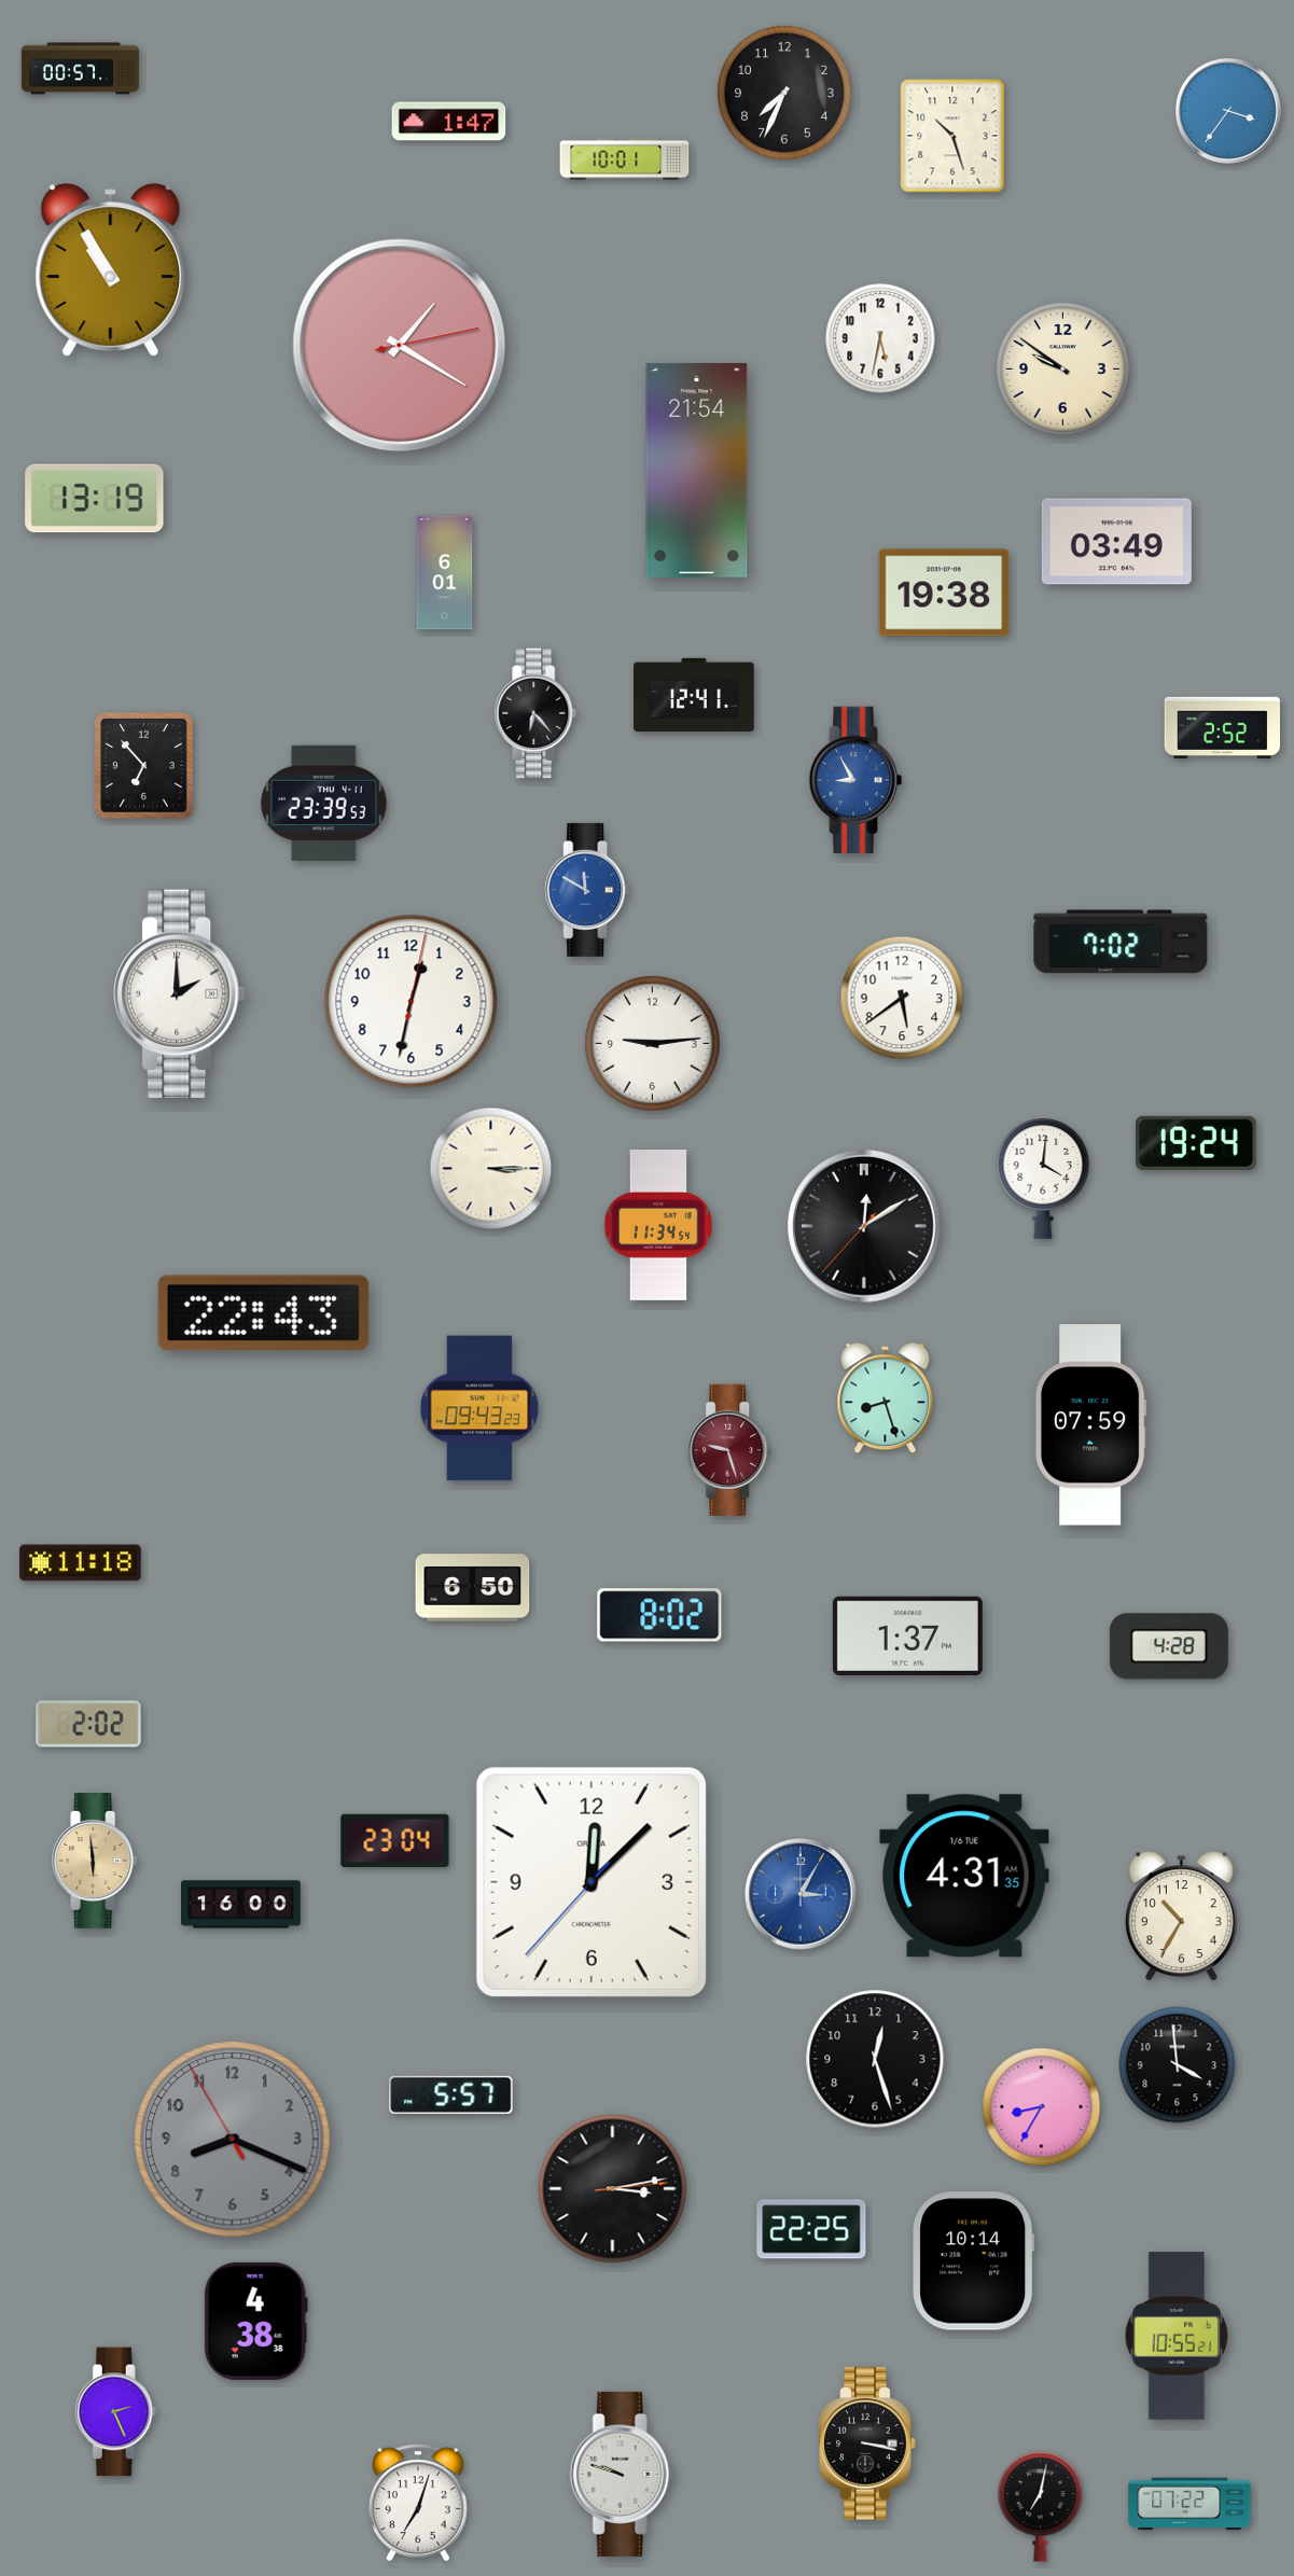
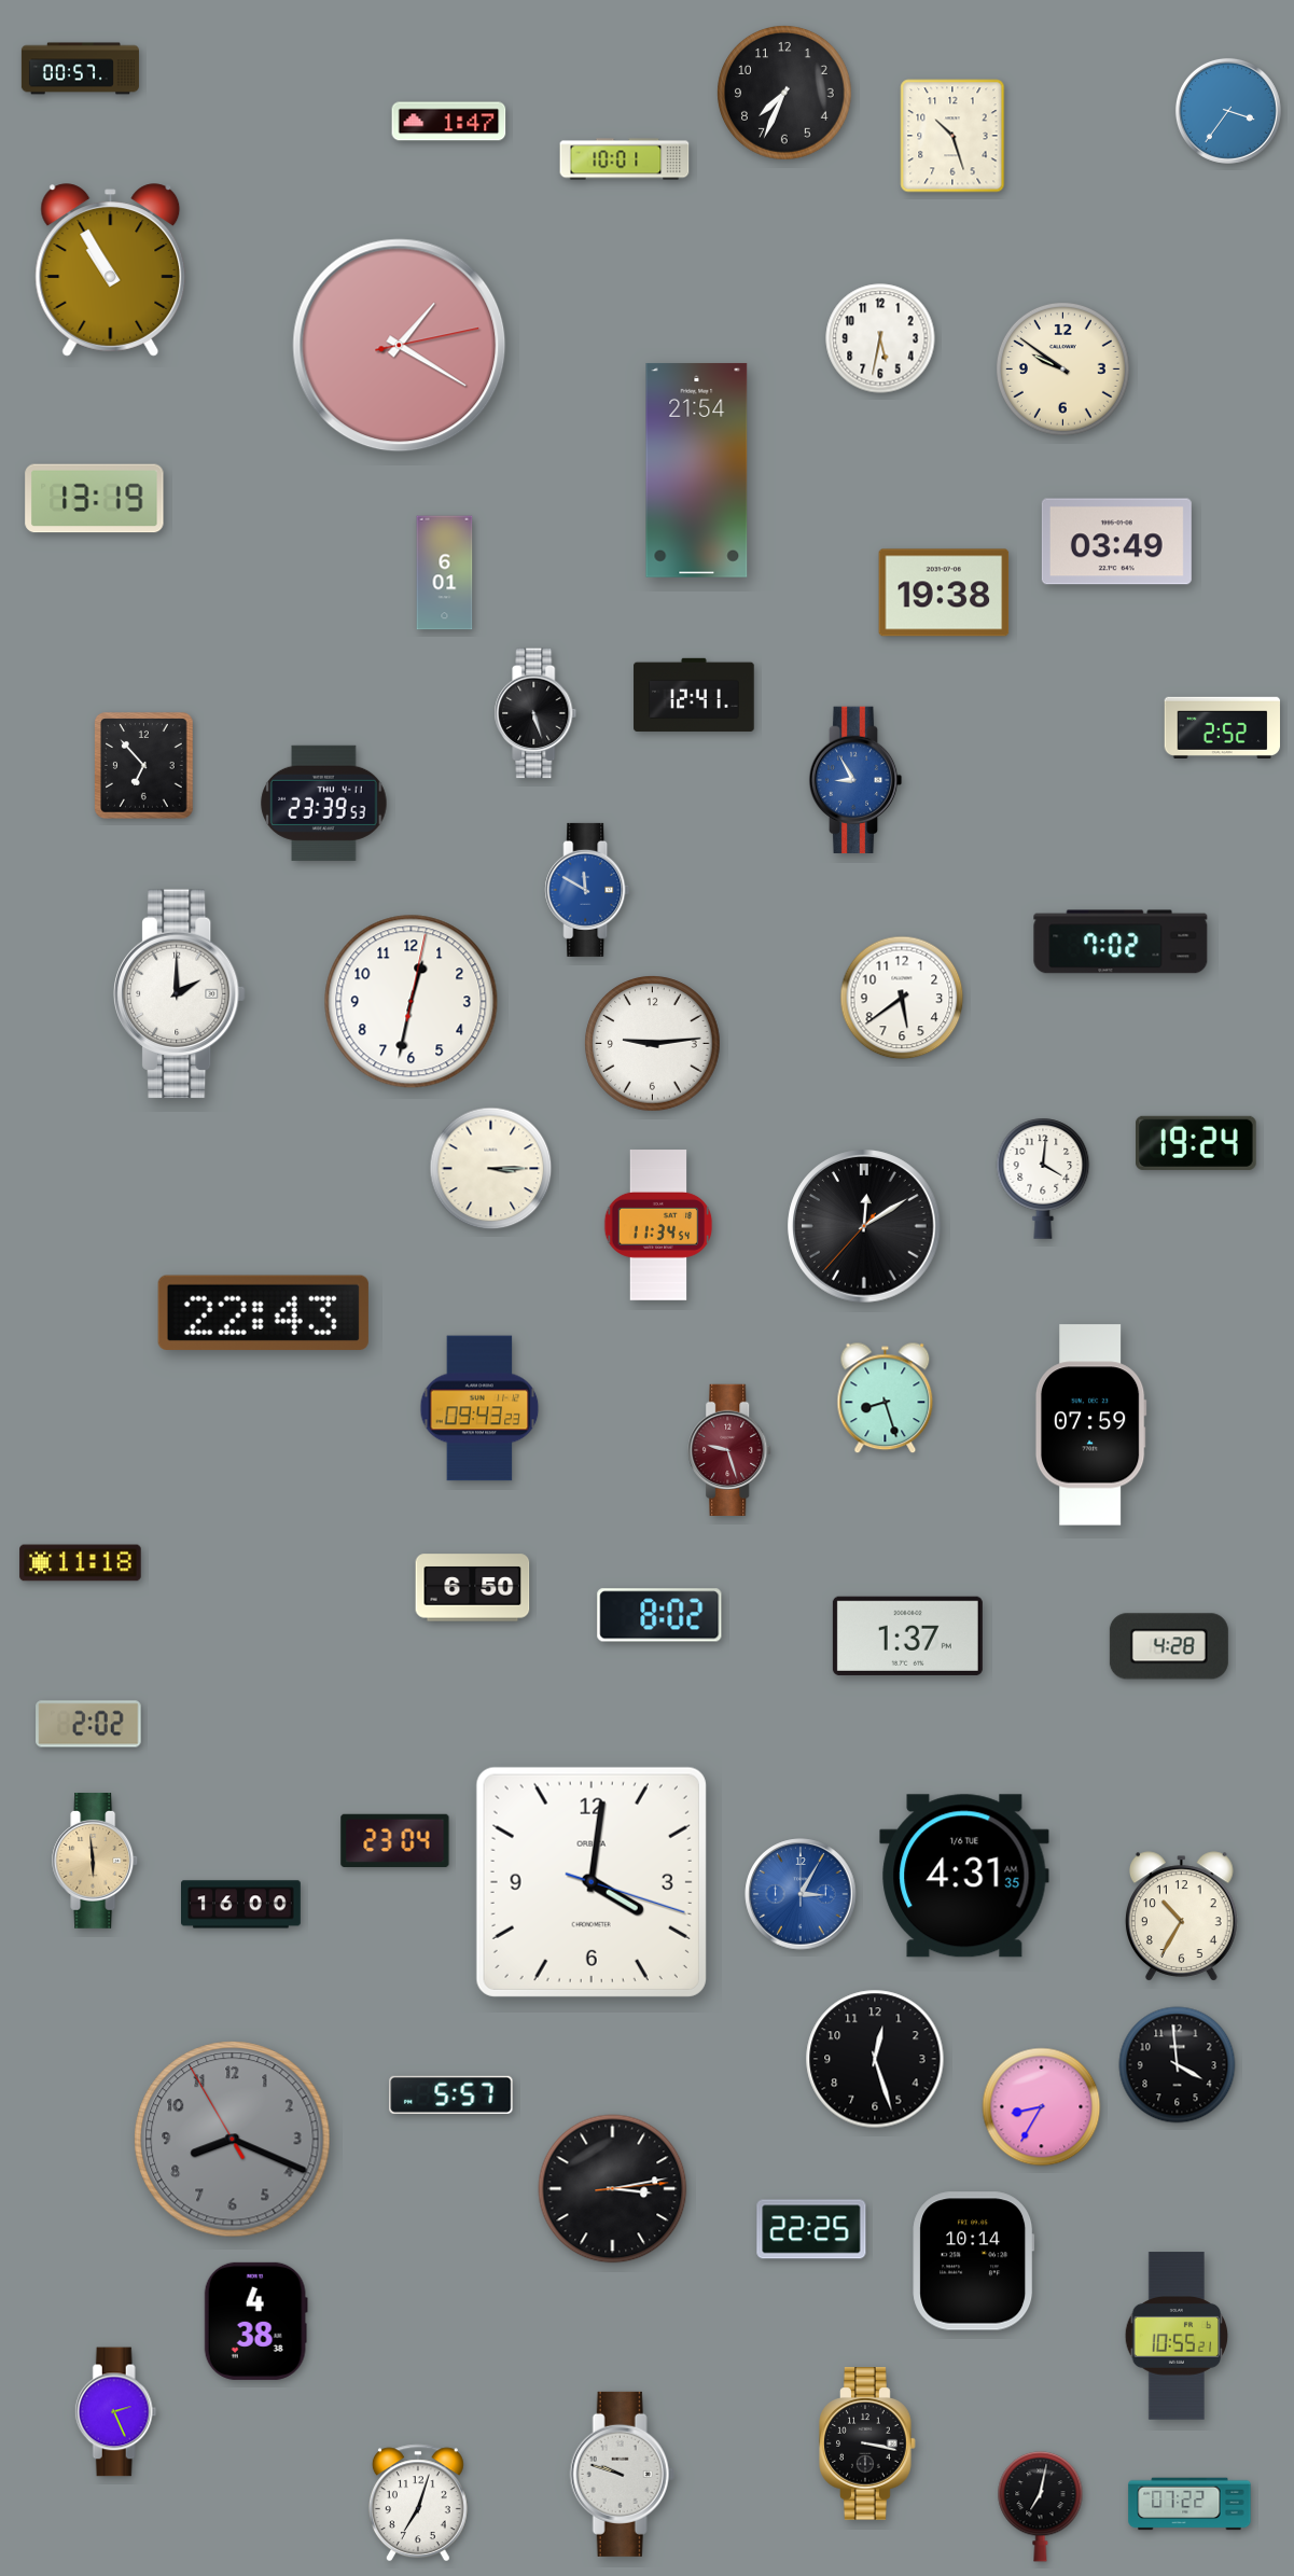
clock at (535, 713): 6:23 -> 5:27
clock at (592, 1882): 12:07 -> 4:01
